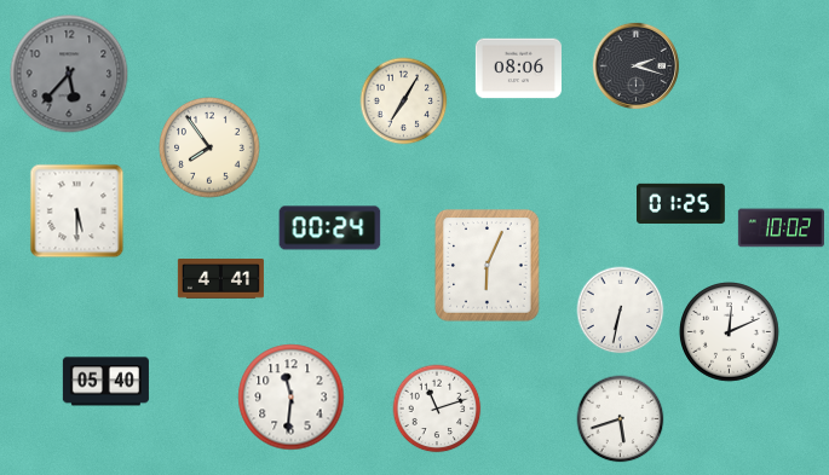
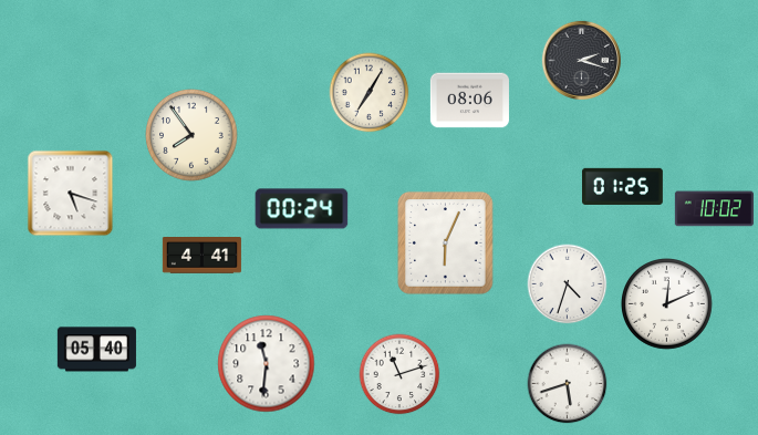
clock at (518, 69) position: (518, 69) -> (469, 101)
clock at (69, 74): 5:37 -> none
clock at (77, 212): 5:30 -> 5:18
clock at (621, 311): 6:32 -> 4:33
